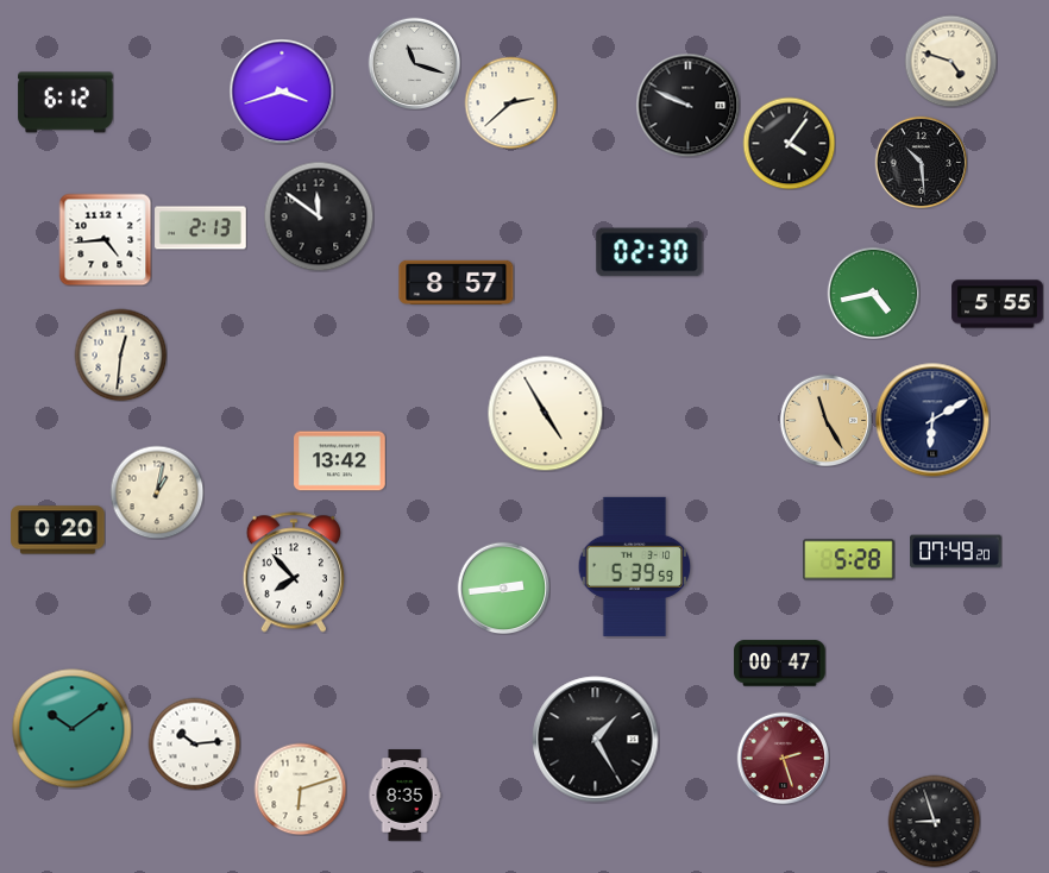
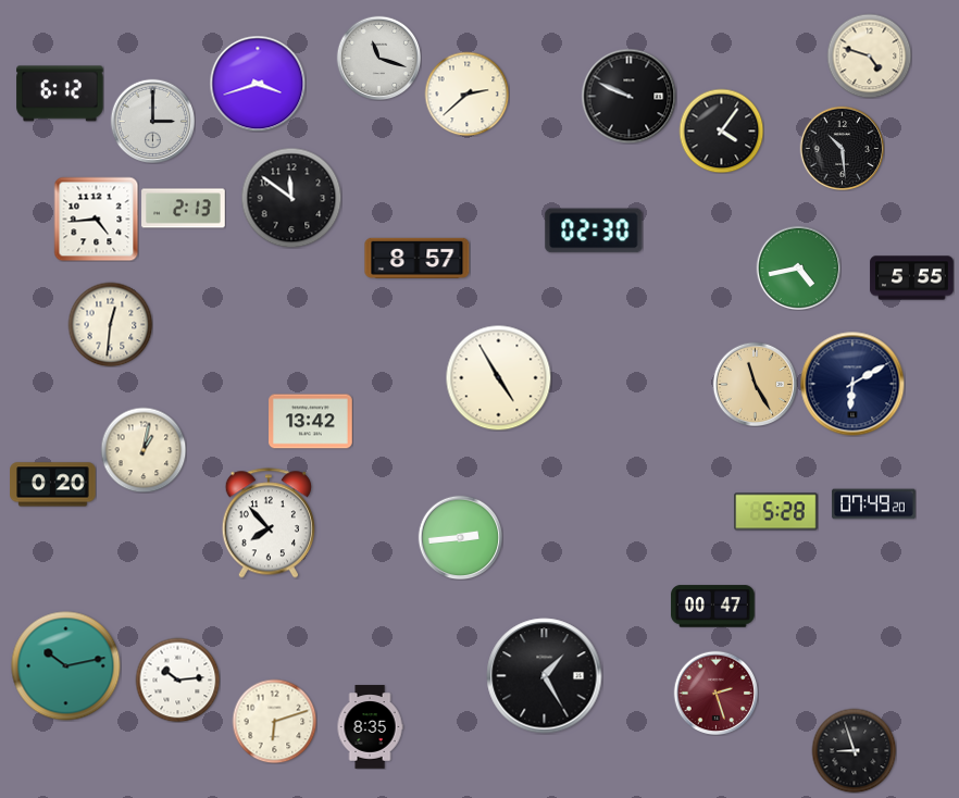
clock at (152, 121): none -> 3:00
clock at (635, 566): 5:39 -> none
clock at (73, 729): 10:09 -> 10:13
